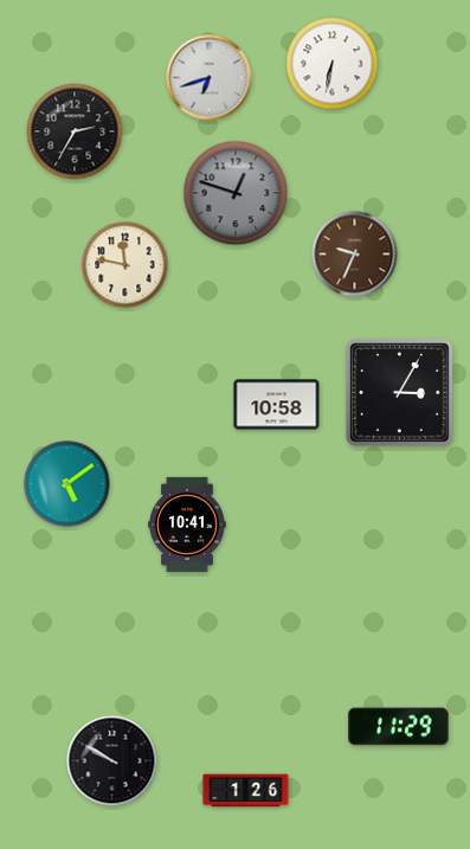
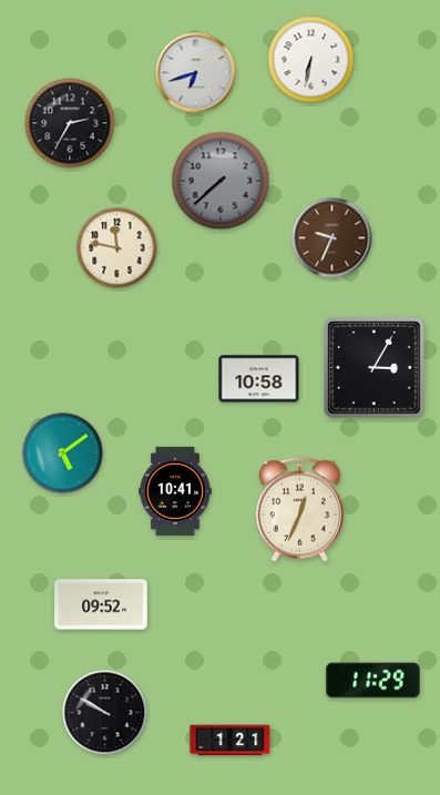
clock at (236, 193): 12:48 -> 7:38
clock at (299, 510): none -> 12:34
clock at (101, 604): none -> 09:52
clock at (246, 791): 1:26 -> 1:21
